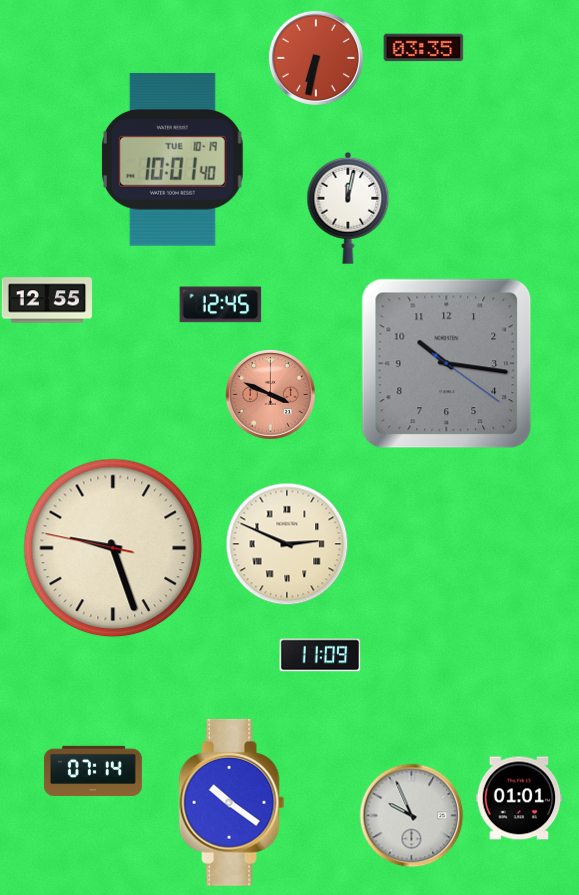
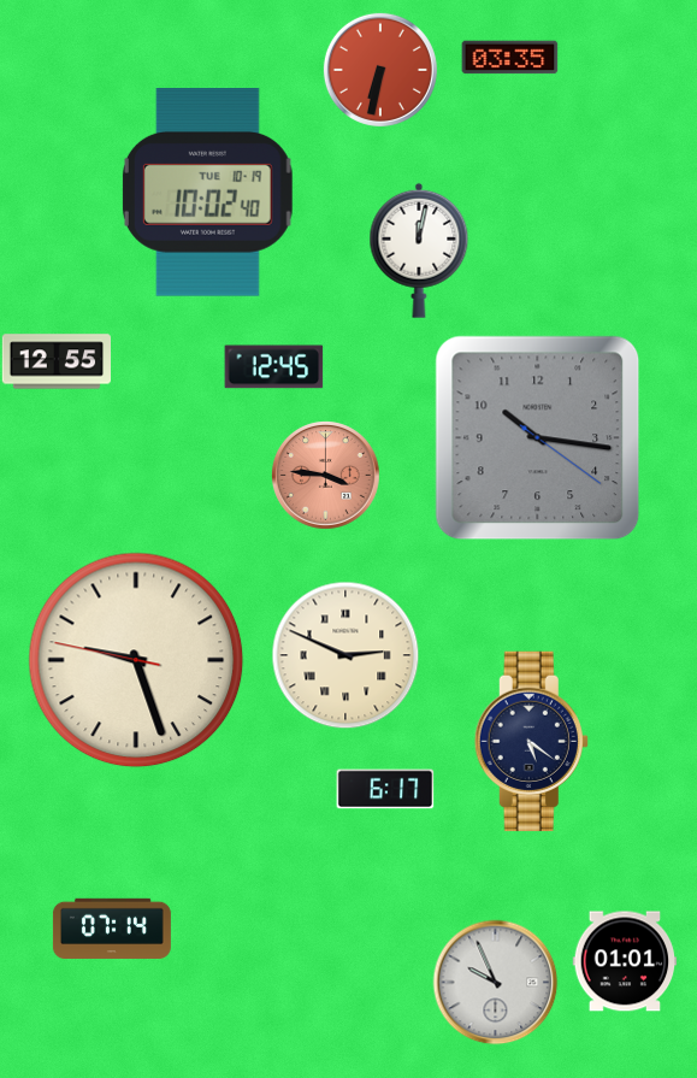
clock at (172, 160): 10:01 -> 10:02
clock at (220, 305) position: (220, 305) -> (273, 367)
clock at (271, 395): 3:49 -> 3:46
clock at (531, 742): none -> 5:21
clock at (320, 655): 11:09 -> 6:17
clock at (232, 802): 10:21 -> none
